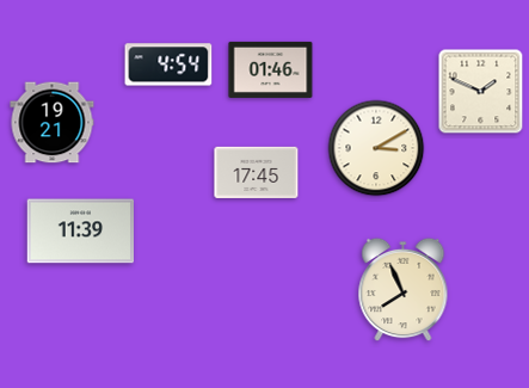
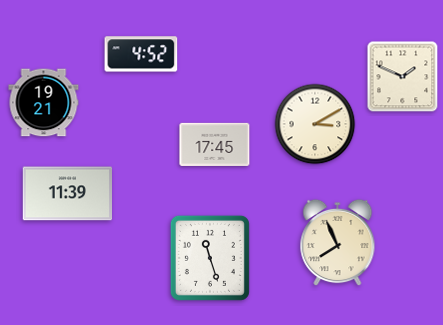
clock at (168, 64): 4:54 -> 4:52
clock at (271, 69): 01:46 -> none
clock at (210, 258): none -> 11:27
